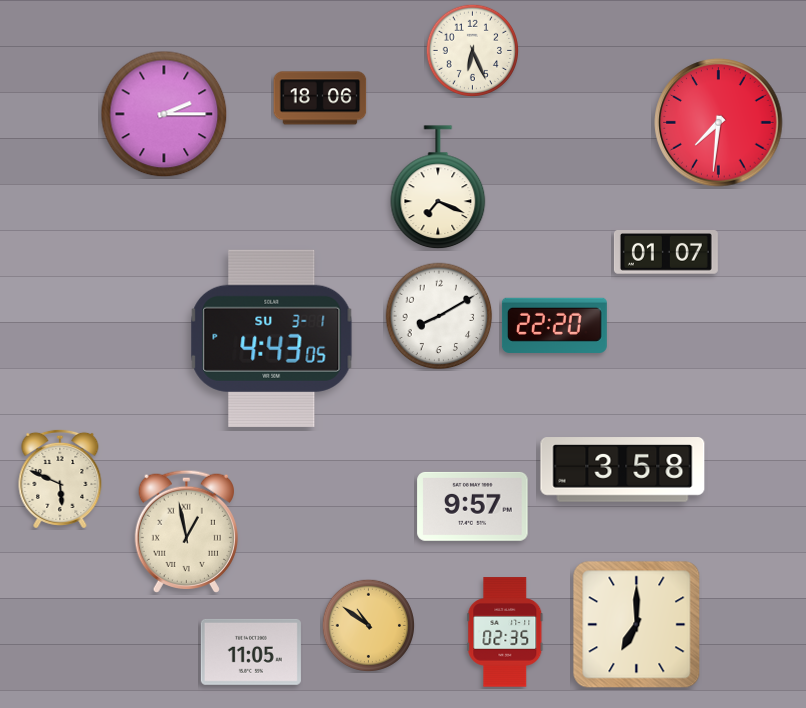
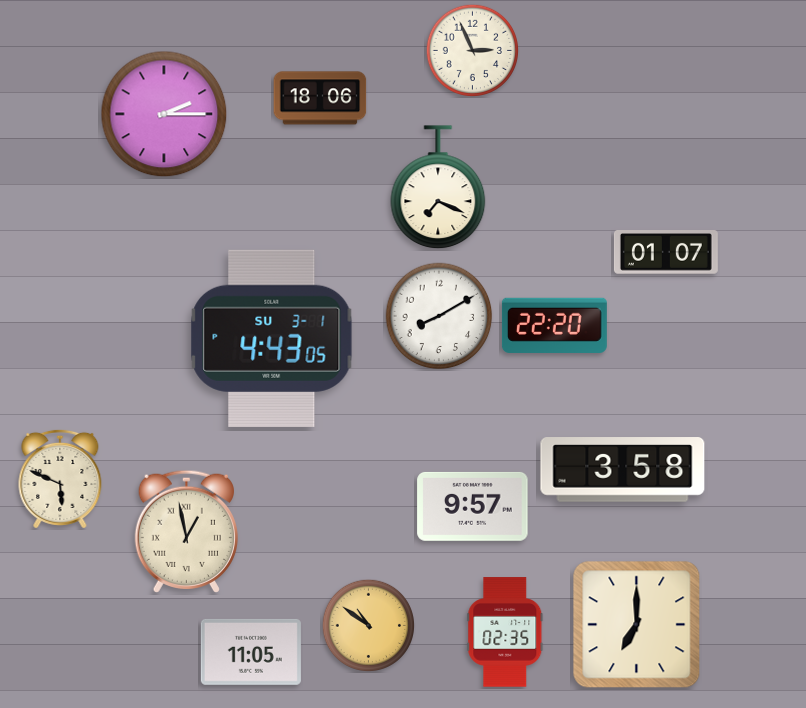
clock at (472, 50): 6:26 -> 2:56
clock at (719, 123): 7:31 -> none
